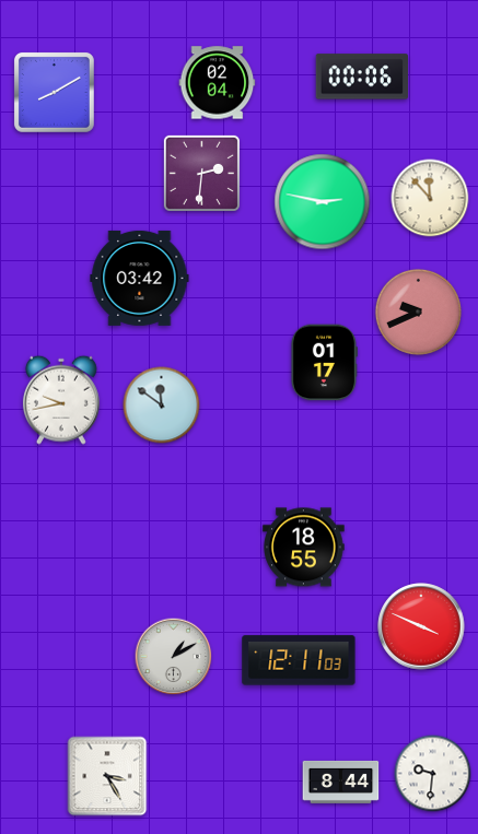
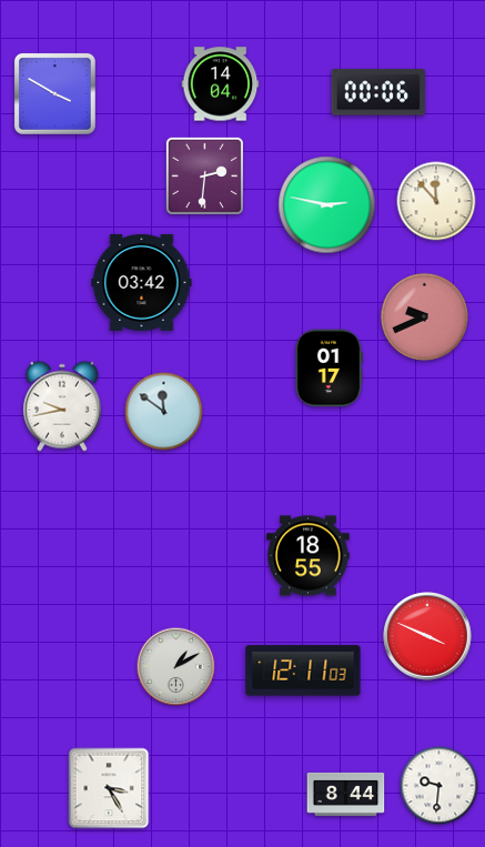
clock at (361, 77) position: (361, 77) -> (377, 92)
clock at (218, 83): 02:04 -> 14:04
clock at (54, 92): 8:10 -> 3:50
